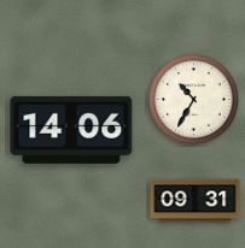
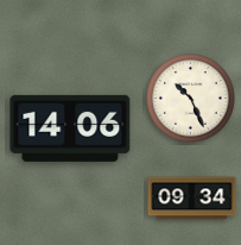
clock at (194, 100): 10:35 -> 10:26
clock at (196, 201): 09:31 -> 09:34
